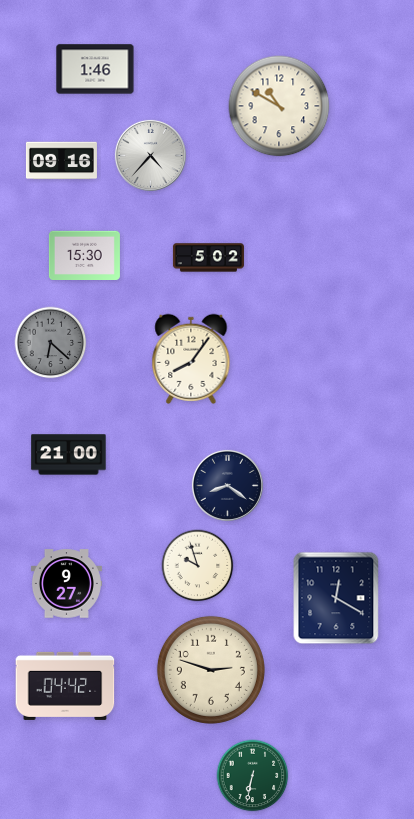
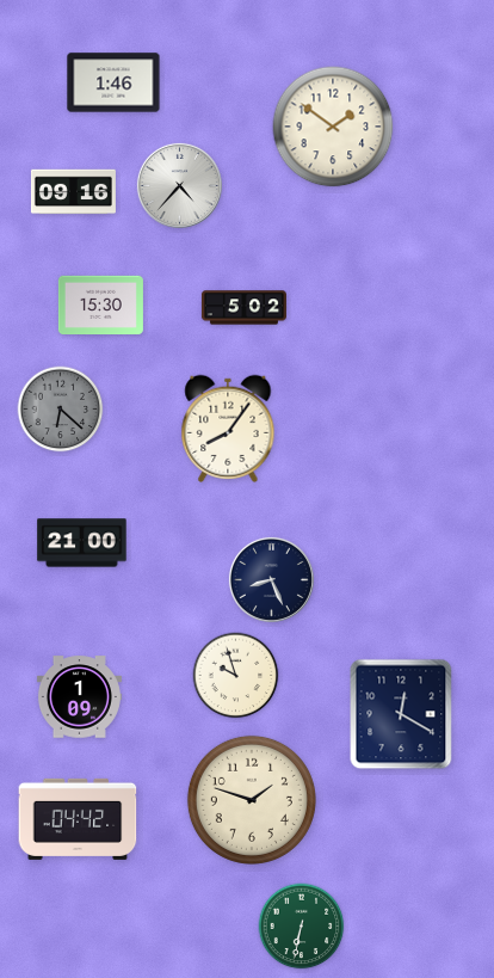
clock at (279, 106): 10:50 -> 1:51
clock at (208, 258) position: (208, 258) -> (243, 308)
clock at (227, 485): 8:21 -> 8:26
clock at (66, 584): 9:27 -> 1:09
clock at (211, 670): 2:48 -> 1:48
